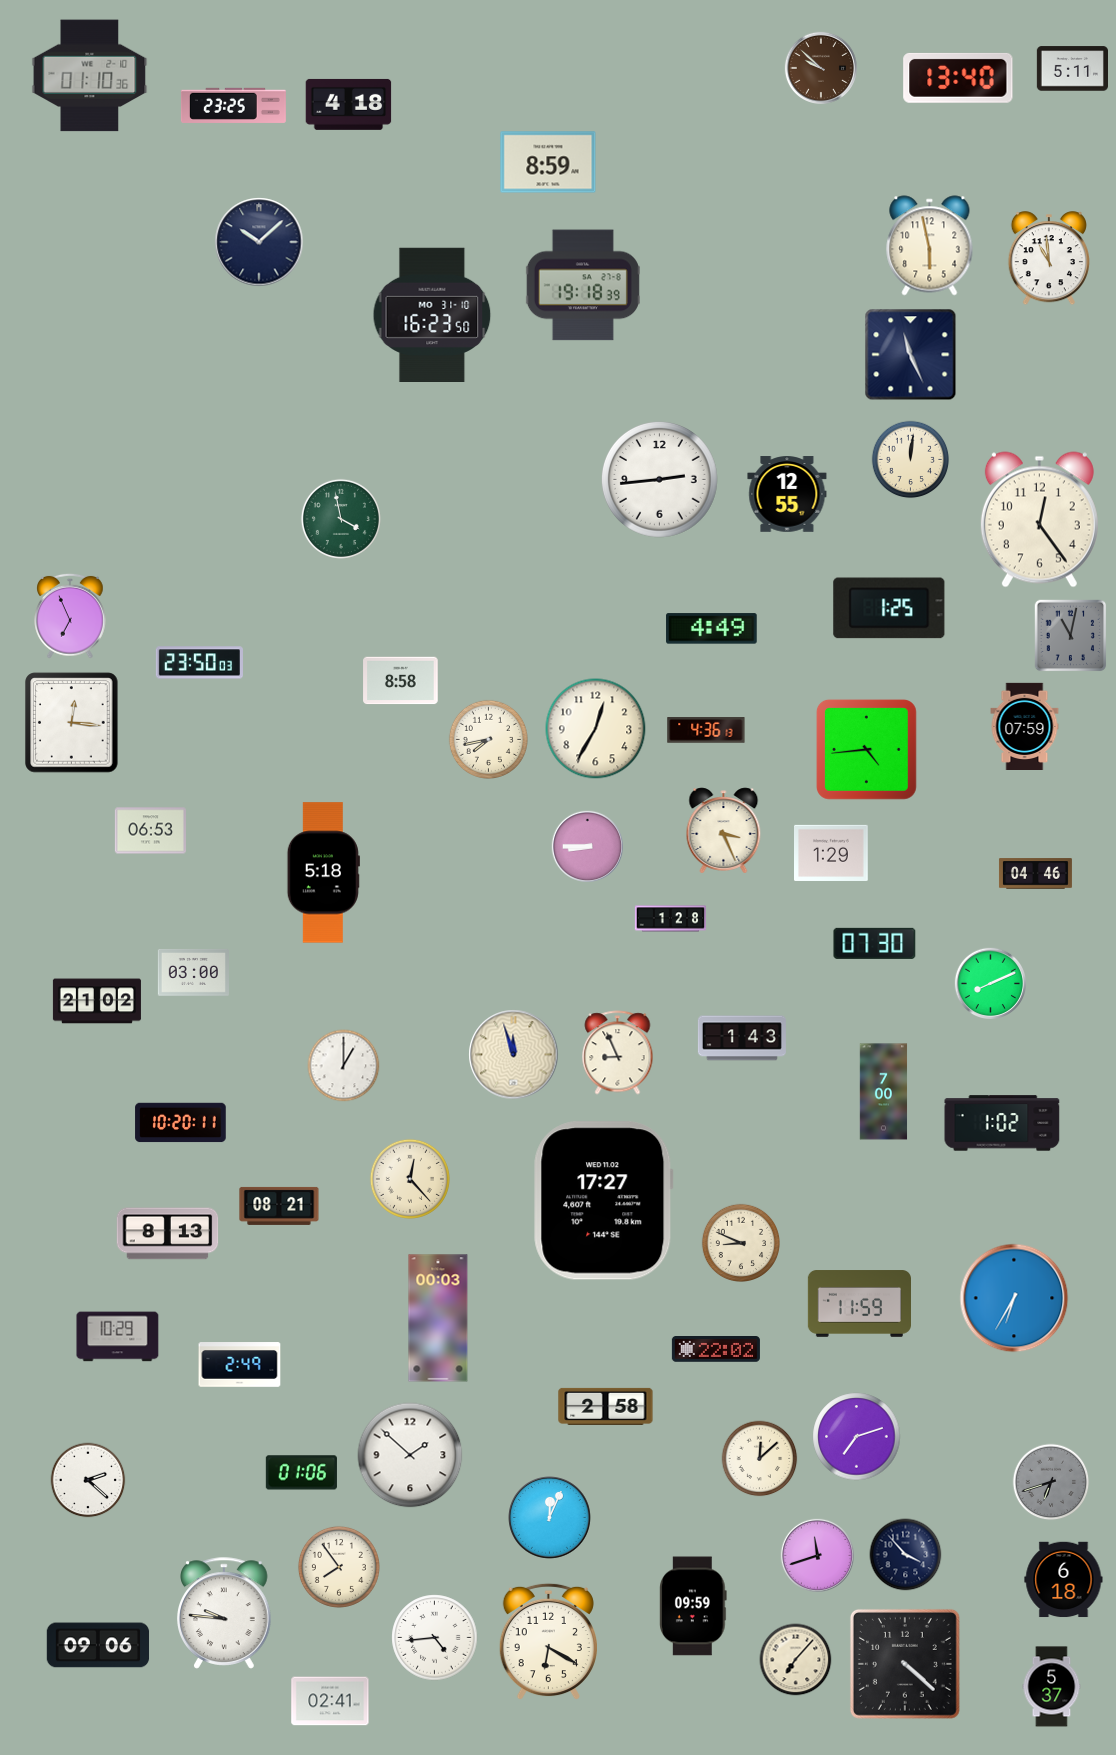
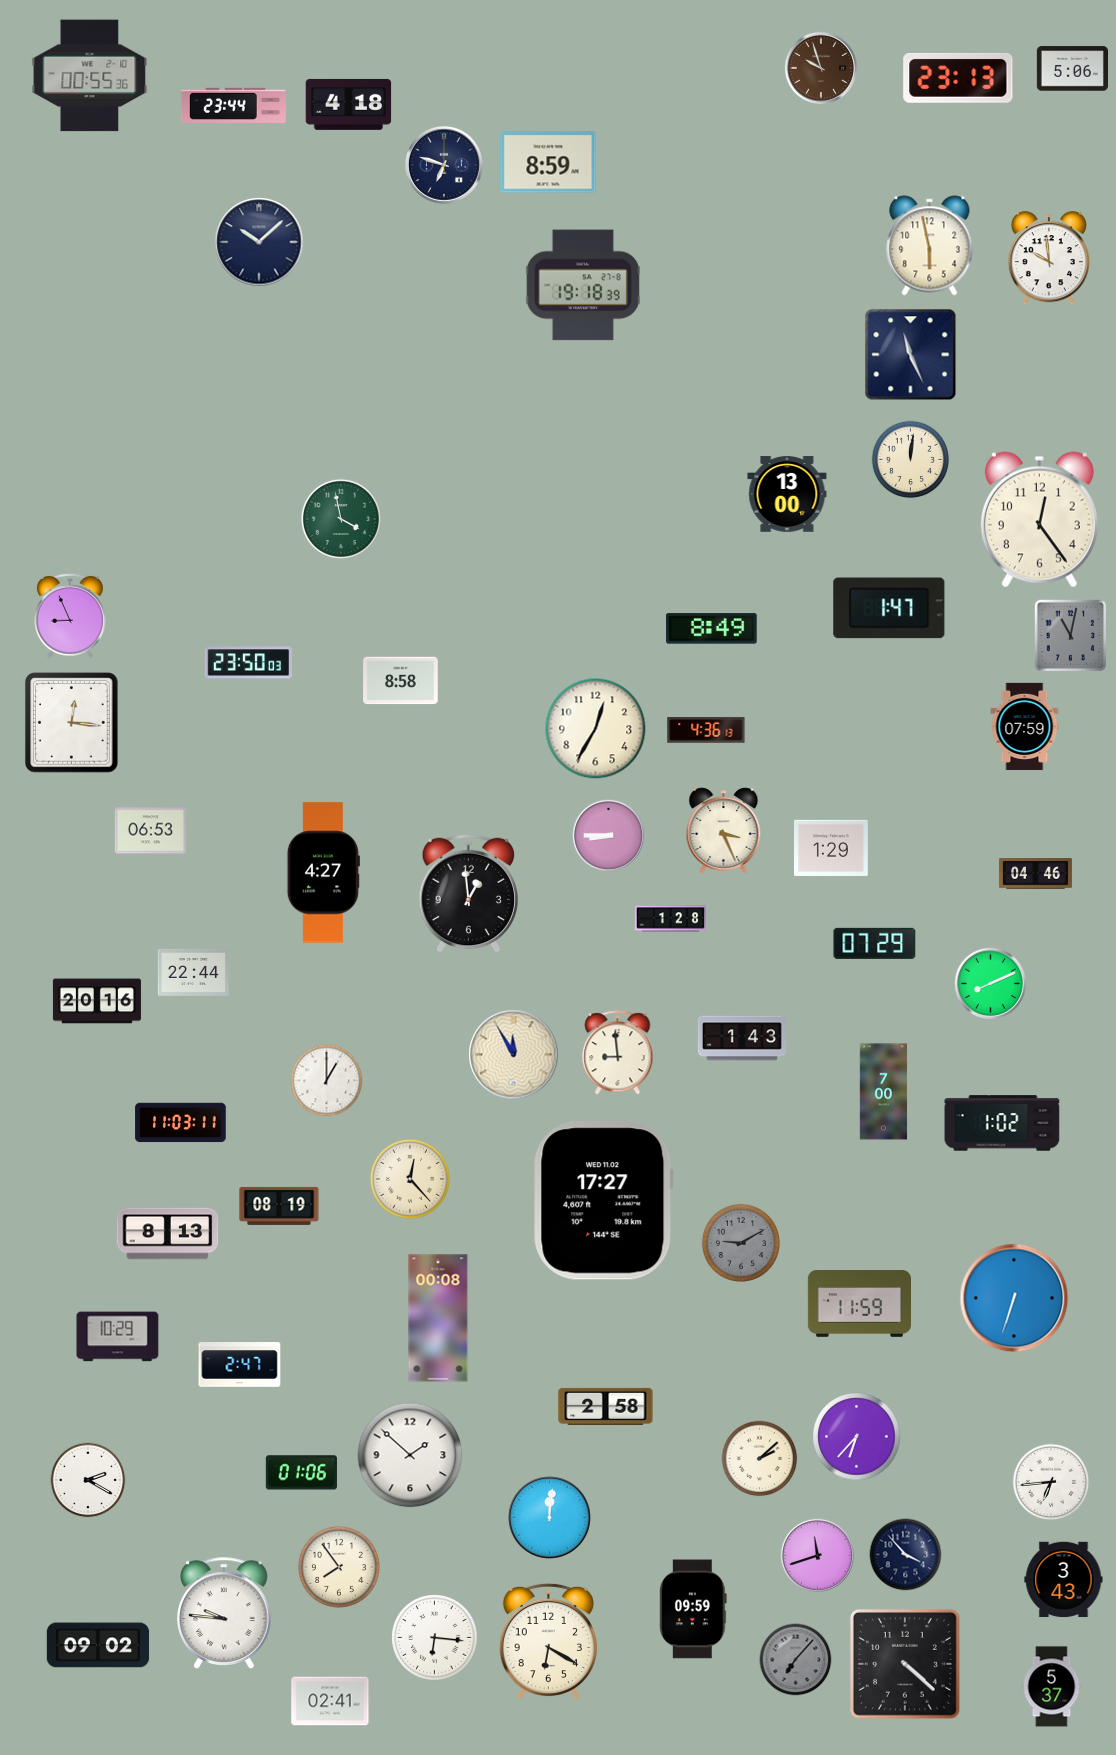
clock at (820, 67): 9:52 -> 9:57
clock at (1072, 69): 5:11 -> 5:06
clock at (90, 76): 01:10 -> 00:55
clock at (958, 78): 13:40 -> 23:13
clock at (233, 105): 23:25 -> 23:44
clock at (444, 165): none -> 6:48
clock at (1049, 259): 10:59 -> 9:59
clock at (432, 315): 16:23 -> none
clock at (659, 479): 2:44 -> none
clock at (787, 494): 12:55 -> 13:00
clock at (889, 608): 1:25 -> 1:47
clock at (70, 616): 6:56 -> 8:56
clock at (712, 629): 4:49 -> 8:49
clock at (199, 663) position: (199, 663) -> (248, 663)
clock at (488, 739): 7:43 -> none
clock at (866, 749): 4:44 -> none
clock at (587, 846) position: (587, 846) -> (608, 835)
clock at (832, 853) position: (832, 853) -> (832, 848)
clock at (323, 873): 5:18 -> 4:27
clock at (469, 893): none -> 12:59
clock at (875, 943): 07:30 -> 07:29
clock at (193, 972): 03:00 -> 22:44
clock at (97, 1001): 21:02 -> 20:16
clock at (618, 1053): 8:56 -> 8:59
clock at (514, 1055): 11:57 -> 11:55
clock at (344, 1066) position: (344, 1066) -> (327, 1081)
clock at (181, 1123): 10:20 -> 11:03
clock at (279, 1206): 08:21 -> 08:19
clock at (740, 1242): 8:49 -> 9:10
clock at (740, 1242) dial: cream -> grey
clock at (1014, 1298): 6:35 -> 6:33
clock at (438, 1318): 00:03 -> 00:08
clock at (716, 1349): 22:02 -> none
clock at (240, 1365): 2:49 -> 2:47
clock at (857, 1437): 7:12 -> 6:37
clock at (760, 1459): 12:08 -> 2:08
clock at (88, 1480): 2:22 -> 2:20
clock at (1051, 1482): 6:42 -> 6:44
clock at (1051, 1482) dial: grey -> white
clock at (550, 1518): 12:04 -> 12:01
clock at (1064, 1580): 6:18 -> 3:43
clock at (693, 1606) position: (693, 1606) -> (693, 1609)
clock at (435, 1638): 4:44 -> 6:16
clock at (98, 1645): 09:06 -> 09:02
clock at (796, 1660) dial: cream -> grey
